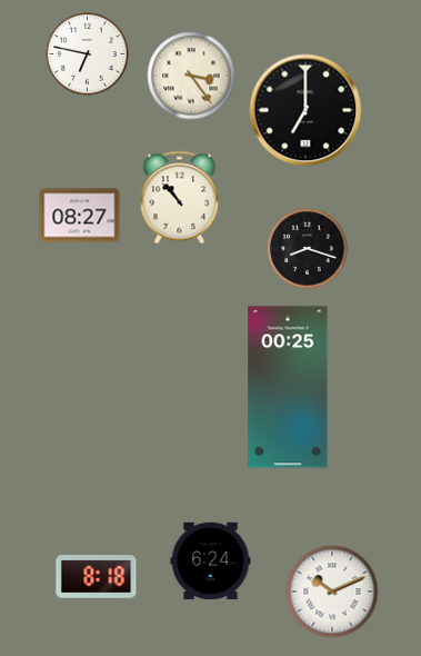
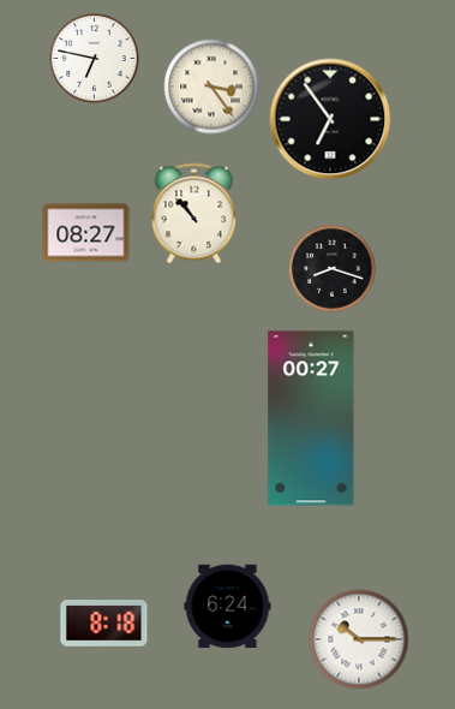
clock at (191, 76) position: (191, 76) -> (211, 87)
clock at (305, 110): 7:00 -> 6:54
clock at (288, 387): 00:25 -> 00:27
clock at (332, 592): 10:11 -> 10:15
